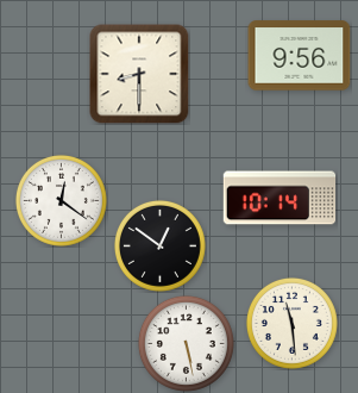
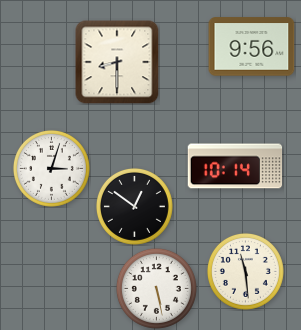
clock at (61, 200): 12:21 -> 3:03
